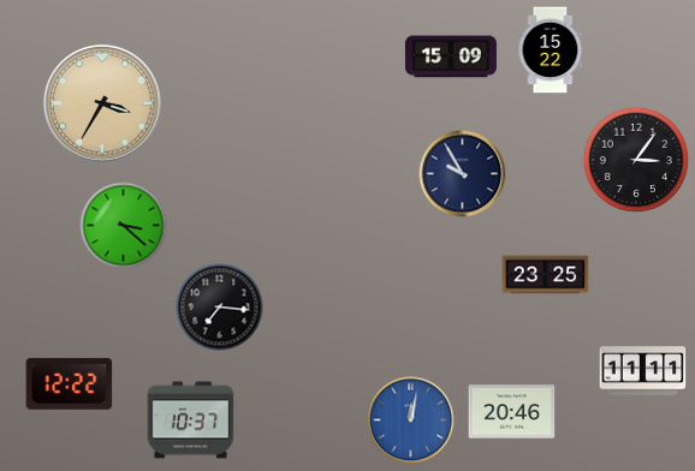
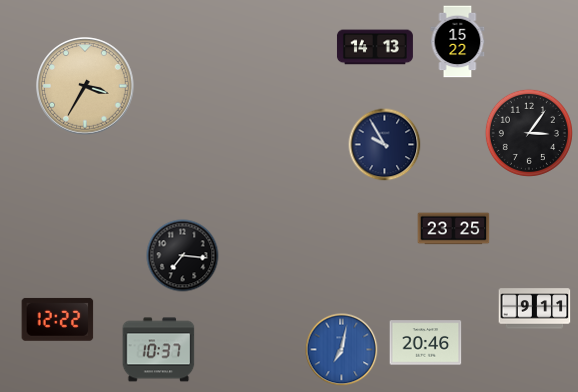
clock at (451, 56): 15:09 -> 14:13
clock at (124, 226): 3:22 -> none
clock at (643, 371): 11:11 -> 9:11
clock at (411, 421): 12:02 -> 7:02
